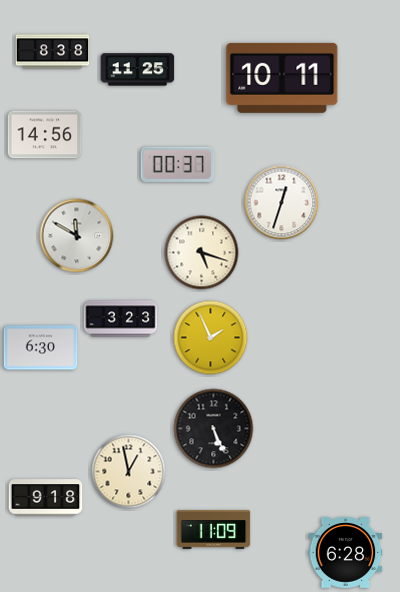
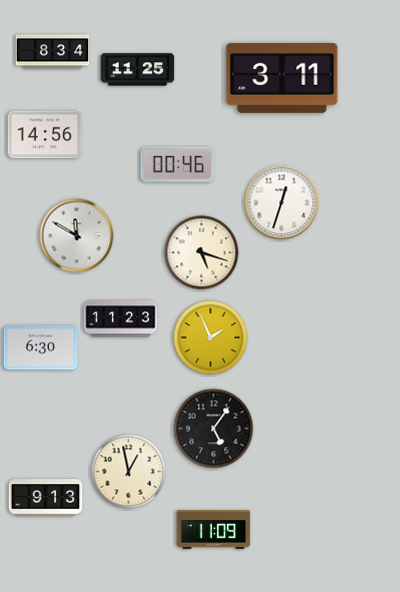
clock at (53, 52): 8:38 -> 8:34
clock at (282, 78): 10:11 -> 3:11
clock at (178, 164): 00:37 -> 00:46
clock at (121, 319): 3:23 -> 11:23
clock at (214, 429): 5:26 -> 5:06
clock at (46, 498): 9:18 -> 9:13
clock at (346, 553): 6:28 -> none
